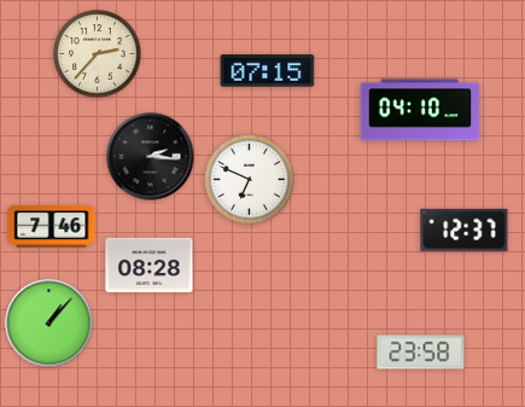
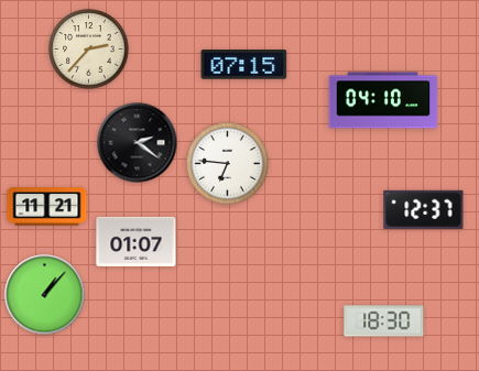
clock at (151, 157): 2:16 -> 2:21
clock at (250, 180): 6:49 -> 6:46
clock at (52, 227): 7:46 -> 11:21
clock at (150, 264): 08:28 -> 01:07
clock at (421, 353): 23:58 -> 18:30
